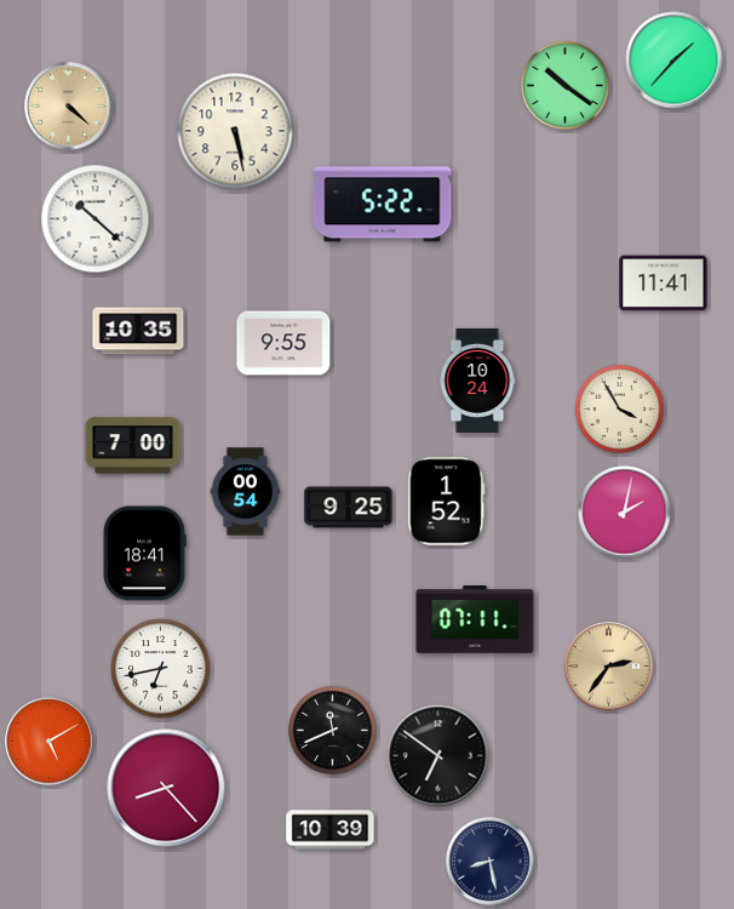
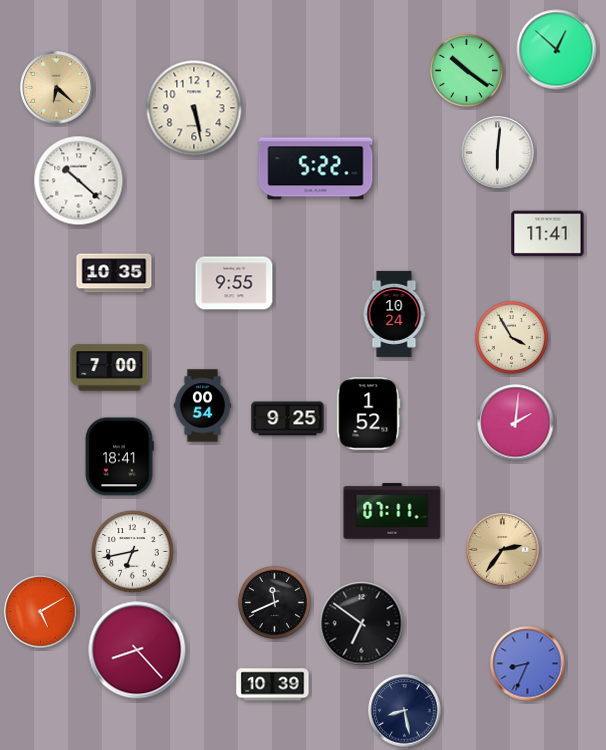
clock at (675, 61): 1:37 -> 12:52
clock at (69, 107): 4:22 -> 6:22
clock at (498, 153): none -> 6:01
clock at (625, 513): 2:02 -> 2:01
clock at (528, 664): none -> 8:34
